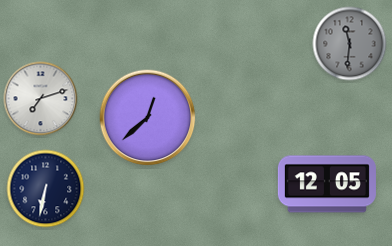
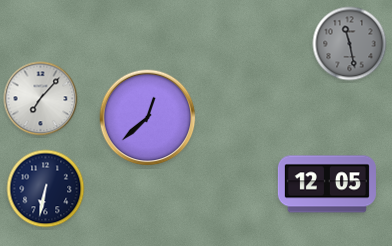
clock at (350, 44): 11:31 -> 11:28
clock at (41, 99): 7:12 -> 7:07
